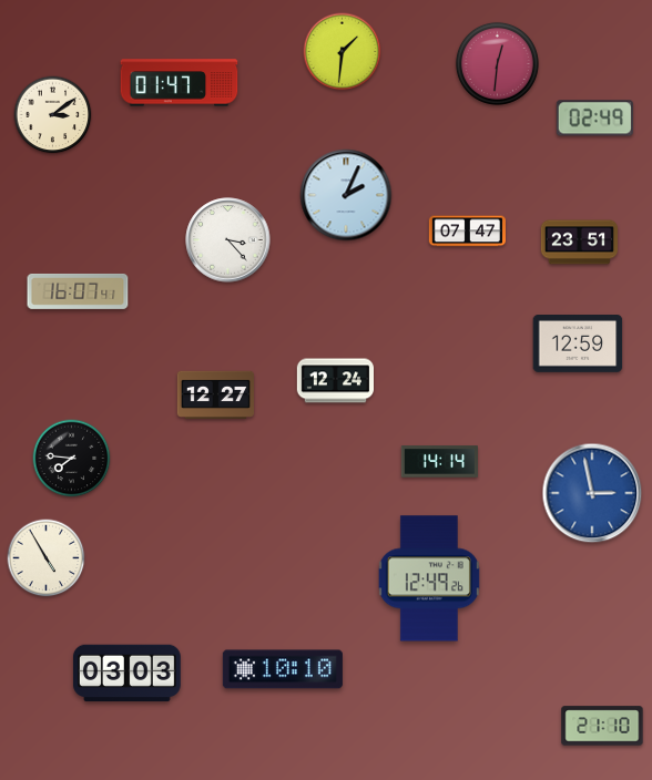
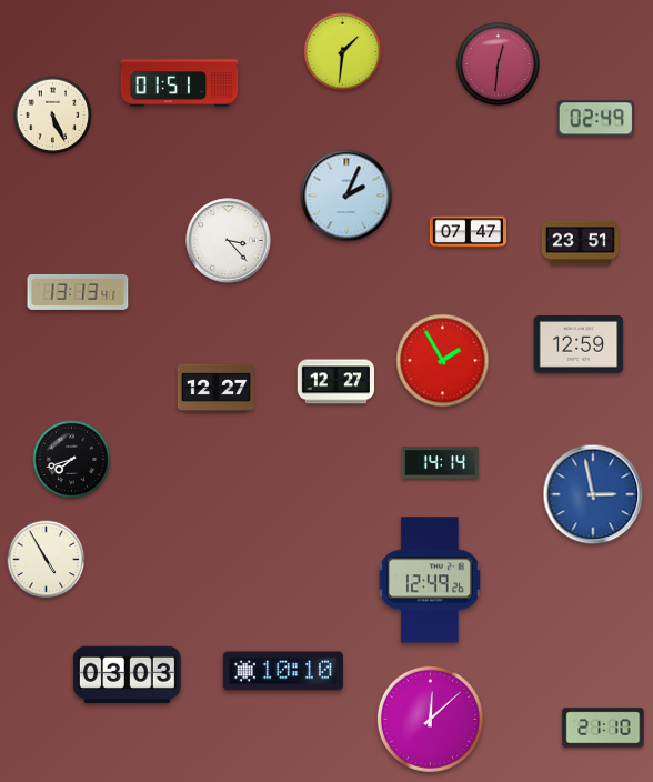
clock at (180, 83): 01:47 -> 01:51
clock at (53, 115): 3:09 -> 5:26
clock at (78, 291): 16:07 -> 13:13
clock at (443, 361): none -> 1:55
clock at (335, 381): 12:24 -> 12:27
clock at (215, 394) position: (215, 394) -> (215, 388)
clock at (72, 459): 7:46 -> 7:42
clock at (430, 719): none -> 12:08
